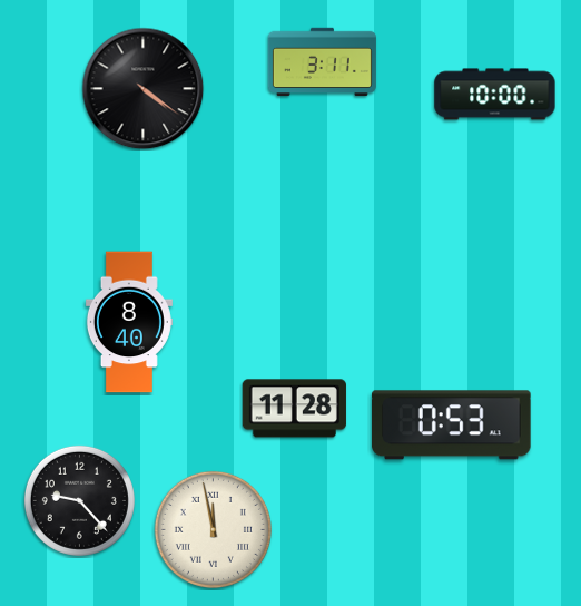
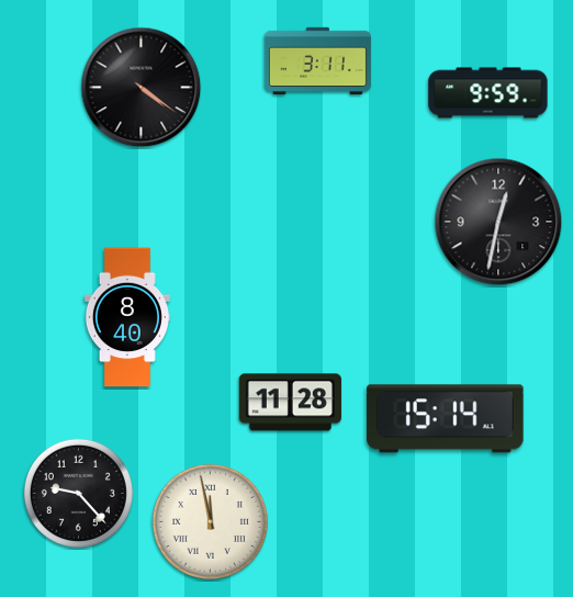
clock at (495, 95): 10:00 -> 9:59
clock at (498, 222): none -> 12:32
clock at (452, 426): 0:53 -> 15:14
